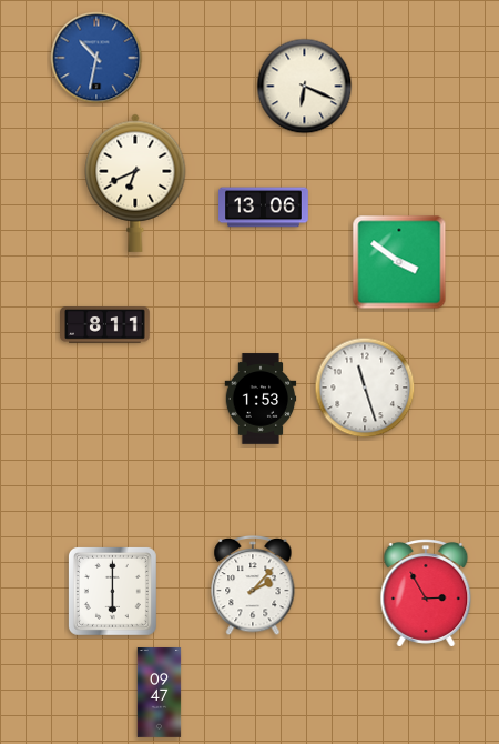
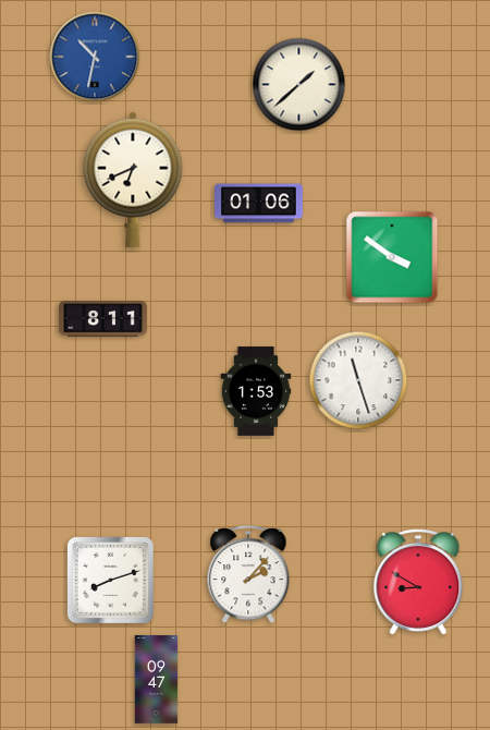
clock at (305, 87): 6:19 -> 1:38
clock at (264, 208): 13:06 -> 01:06
clock at (113, 592): 6:00 -> 8:12
clock at (426, 593): 2:55 -> 8:50
